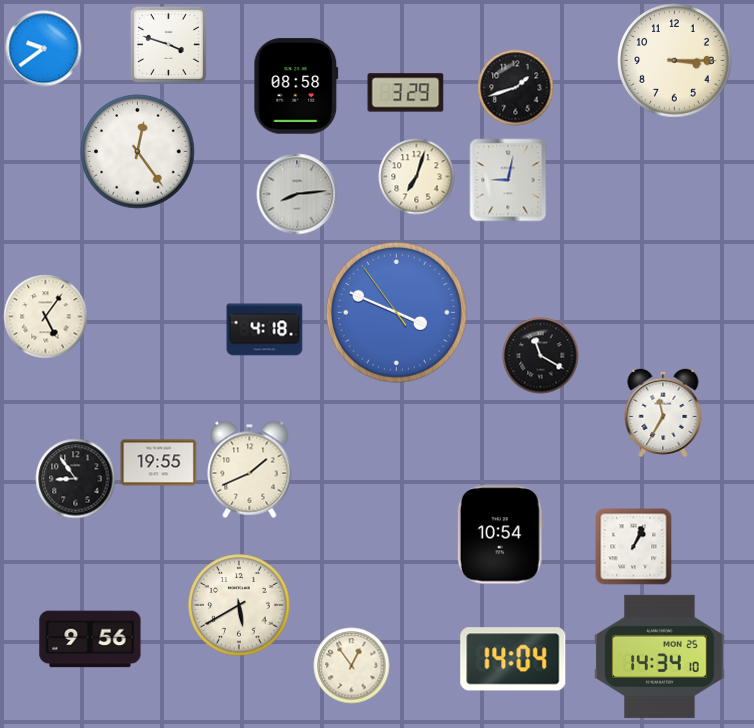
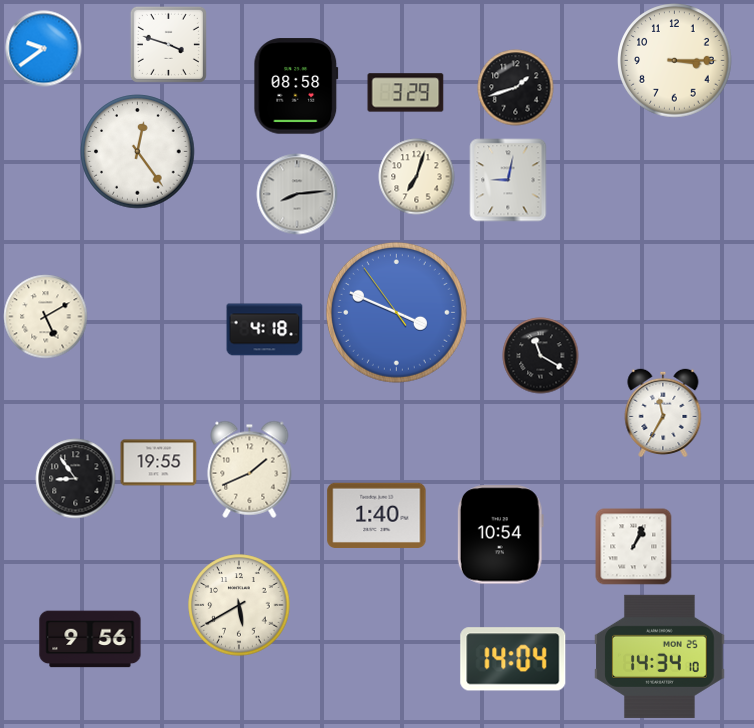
clock at (46, 317): 5:06 -> 5:10
clock at (377, 515): none -> 1:40
clock at (352, 666): 12:54 -> none
